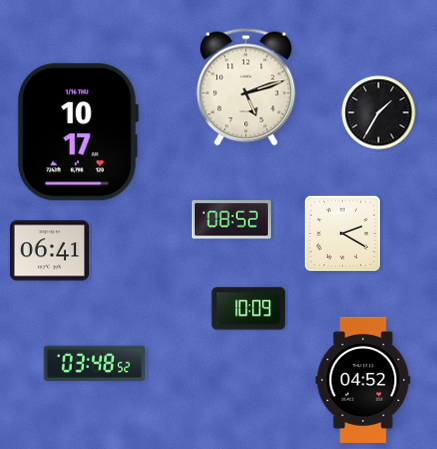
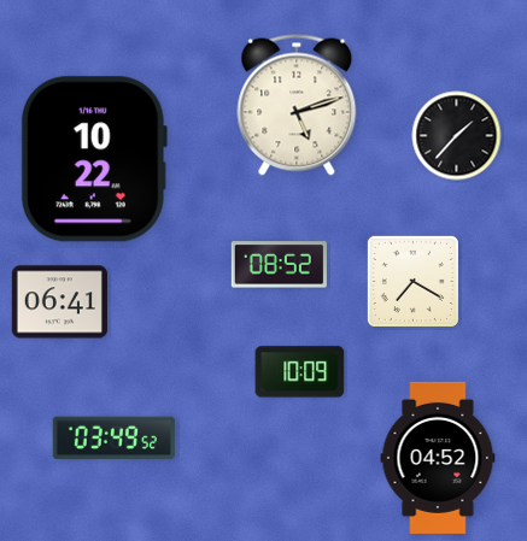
clock at (379, 113): 1:35 -> 1:37
clock at (78, 132): 10:17 -> 10:22
clock at (342, 233): 2:20 -> 7:20
clock at (94, 364): 03:48 -> 03:49
